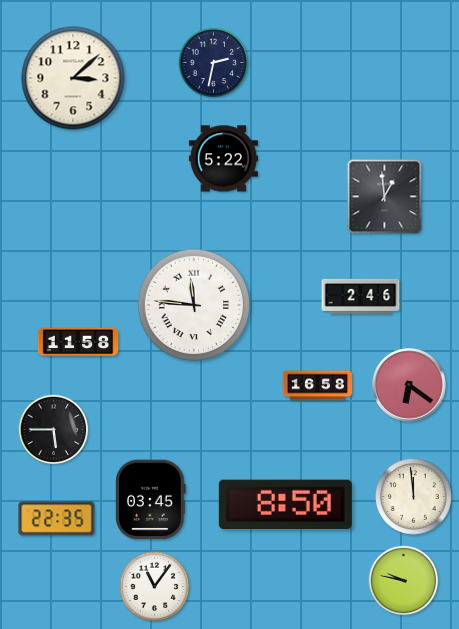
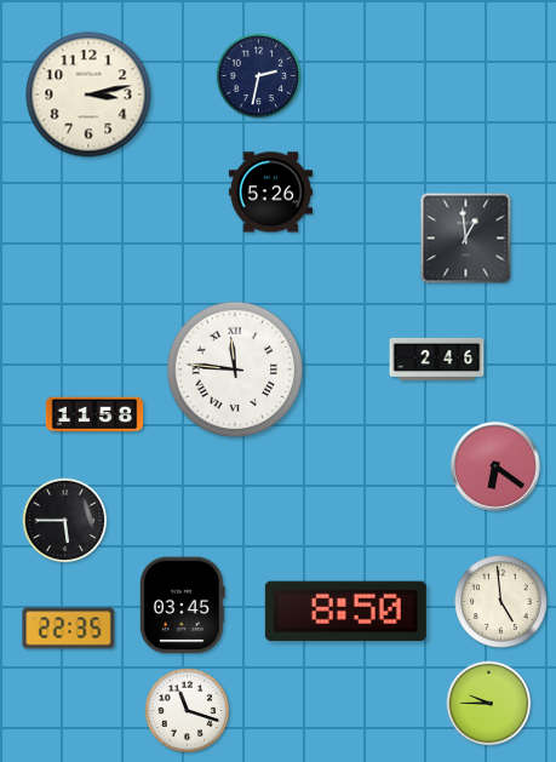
clock at (73, 78): 3:08 -> 3:13
clock at (223, 159): 5:22 -> 5:26
clock at (317, 386): 16:58 -> none
clock at (414, 497): 11:59 -> 4:59
clock at (404, 581): 9:47 -> 9:45
clock at (155, 587): 11:06 -> 11:18
